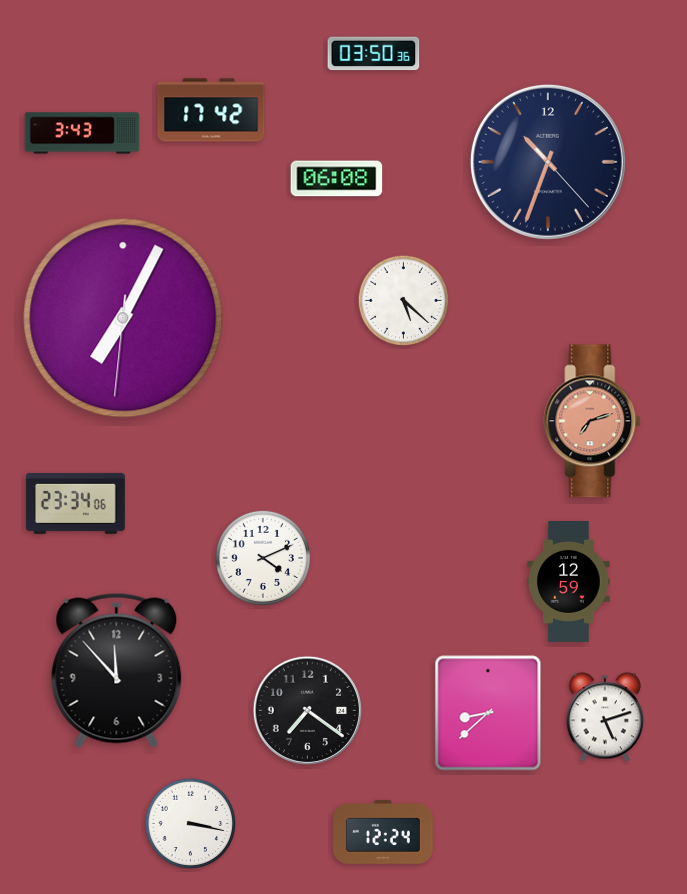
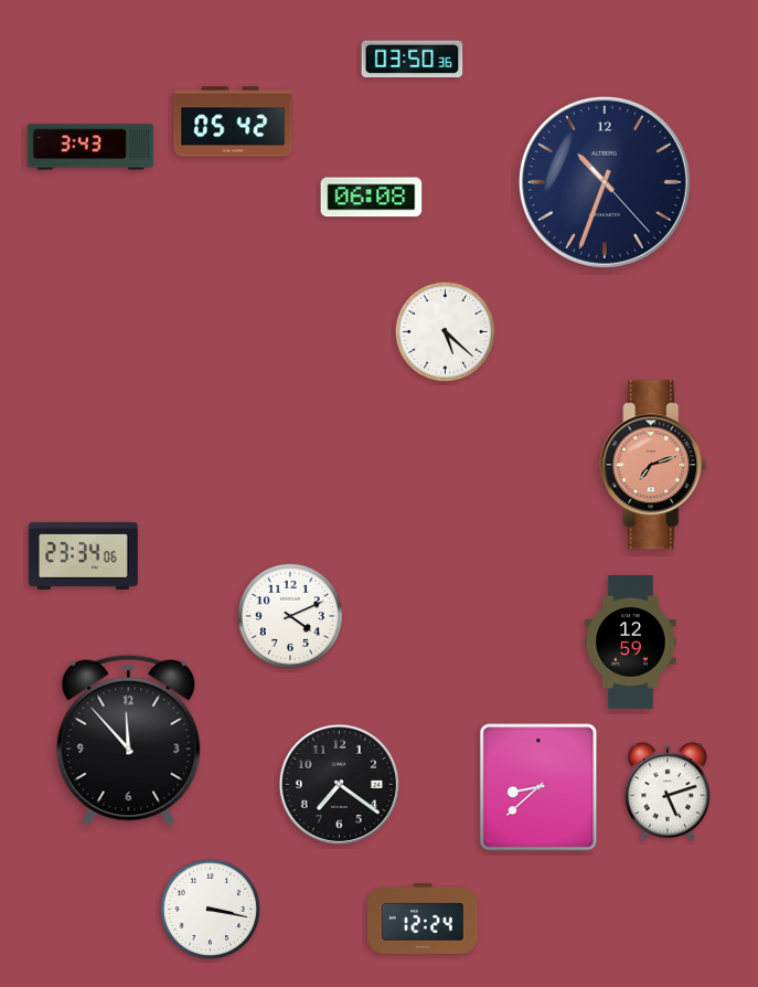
clock at (211, 110): 17:42 -> 05:42
clock at (548, 162) position: (548, 162) -> (605, 182)
clock at (123, 318): 7:04 -> none
clock at (569, 582) position: (569, 582) -> (631, 643)
